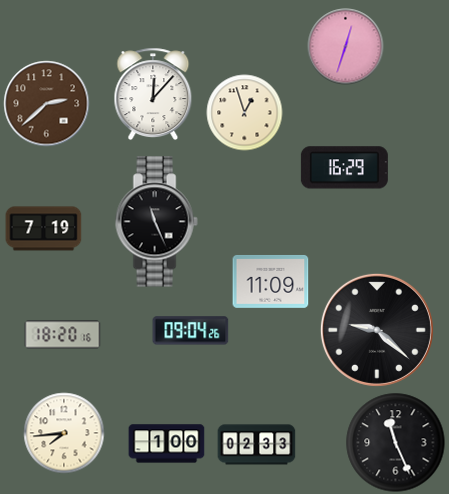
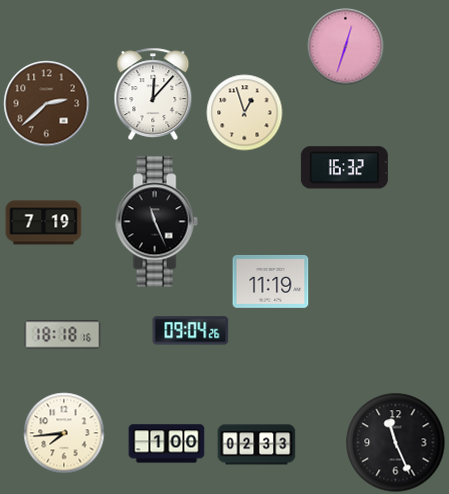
clock at (344, 168): 16:29 -> 16:32
clock at (44, 229) position: (44, 229) -> (44, 223)
clock at (271, 281): 11:09 -> 11:19
clock at (377, 330): 9:22 -> none
clock at (63, 335): 18:20 -> 18:18
